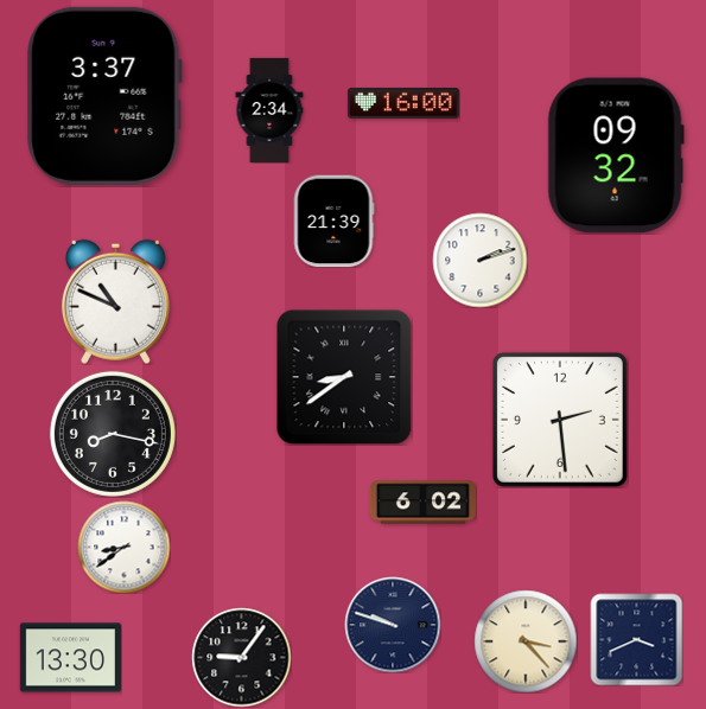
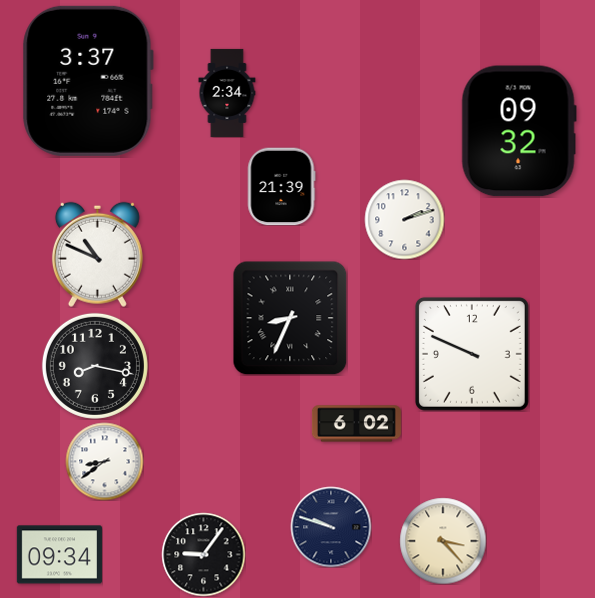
clock at (403, 103): 16:00 -> none
clock at (344, 377): 8:39 -> 8:34
clock at (560, 420): 2:29 -> 9:49
clock at (636, 639): 3:41 -> none
clock at (70, 658): 13:30 -> 09:34
